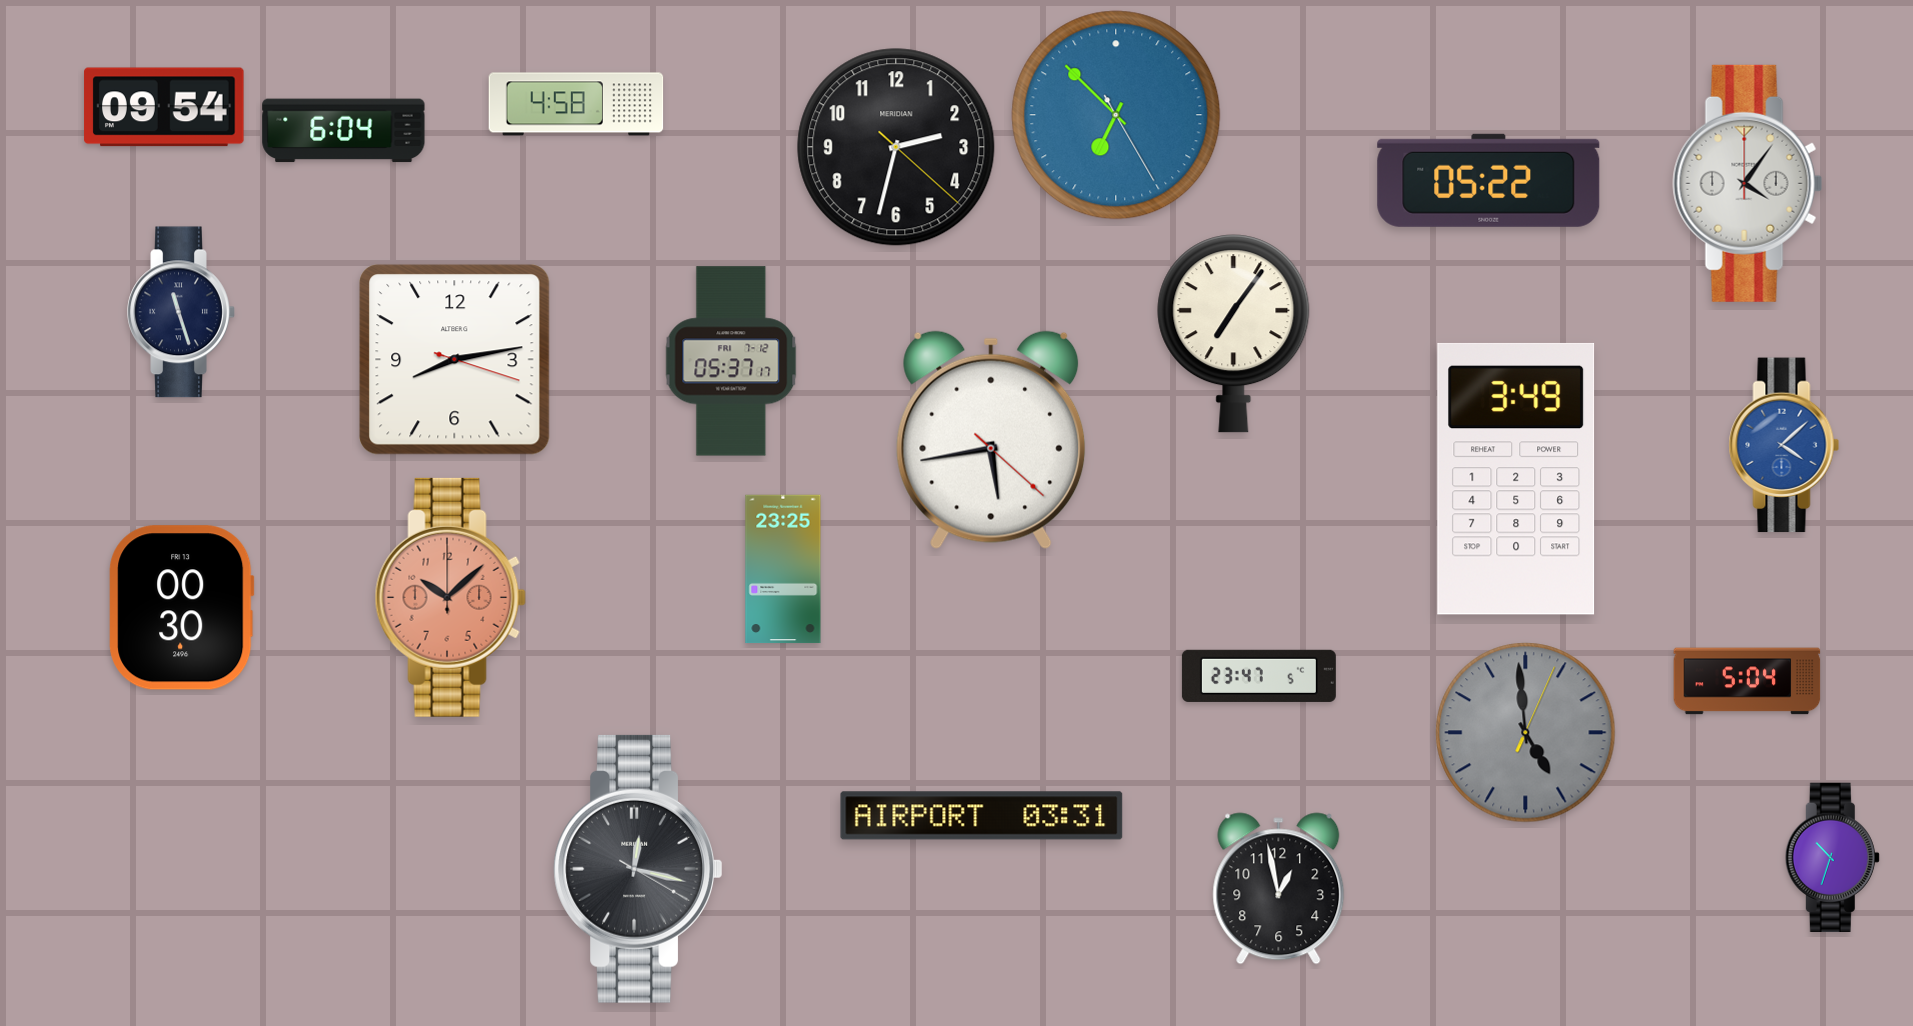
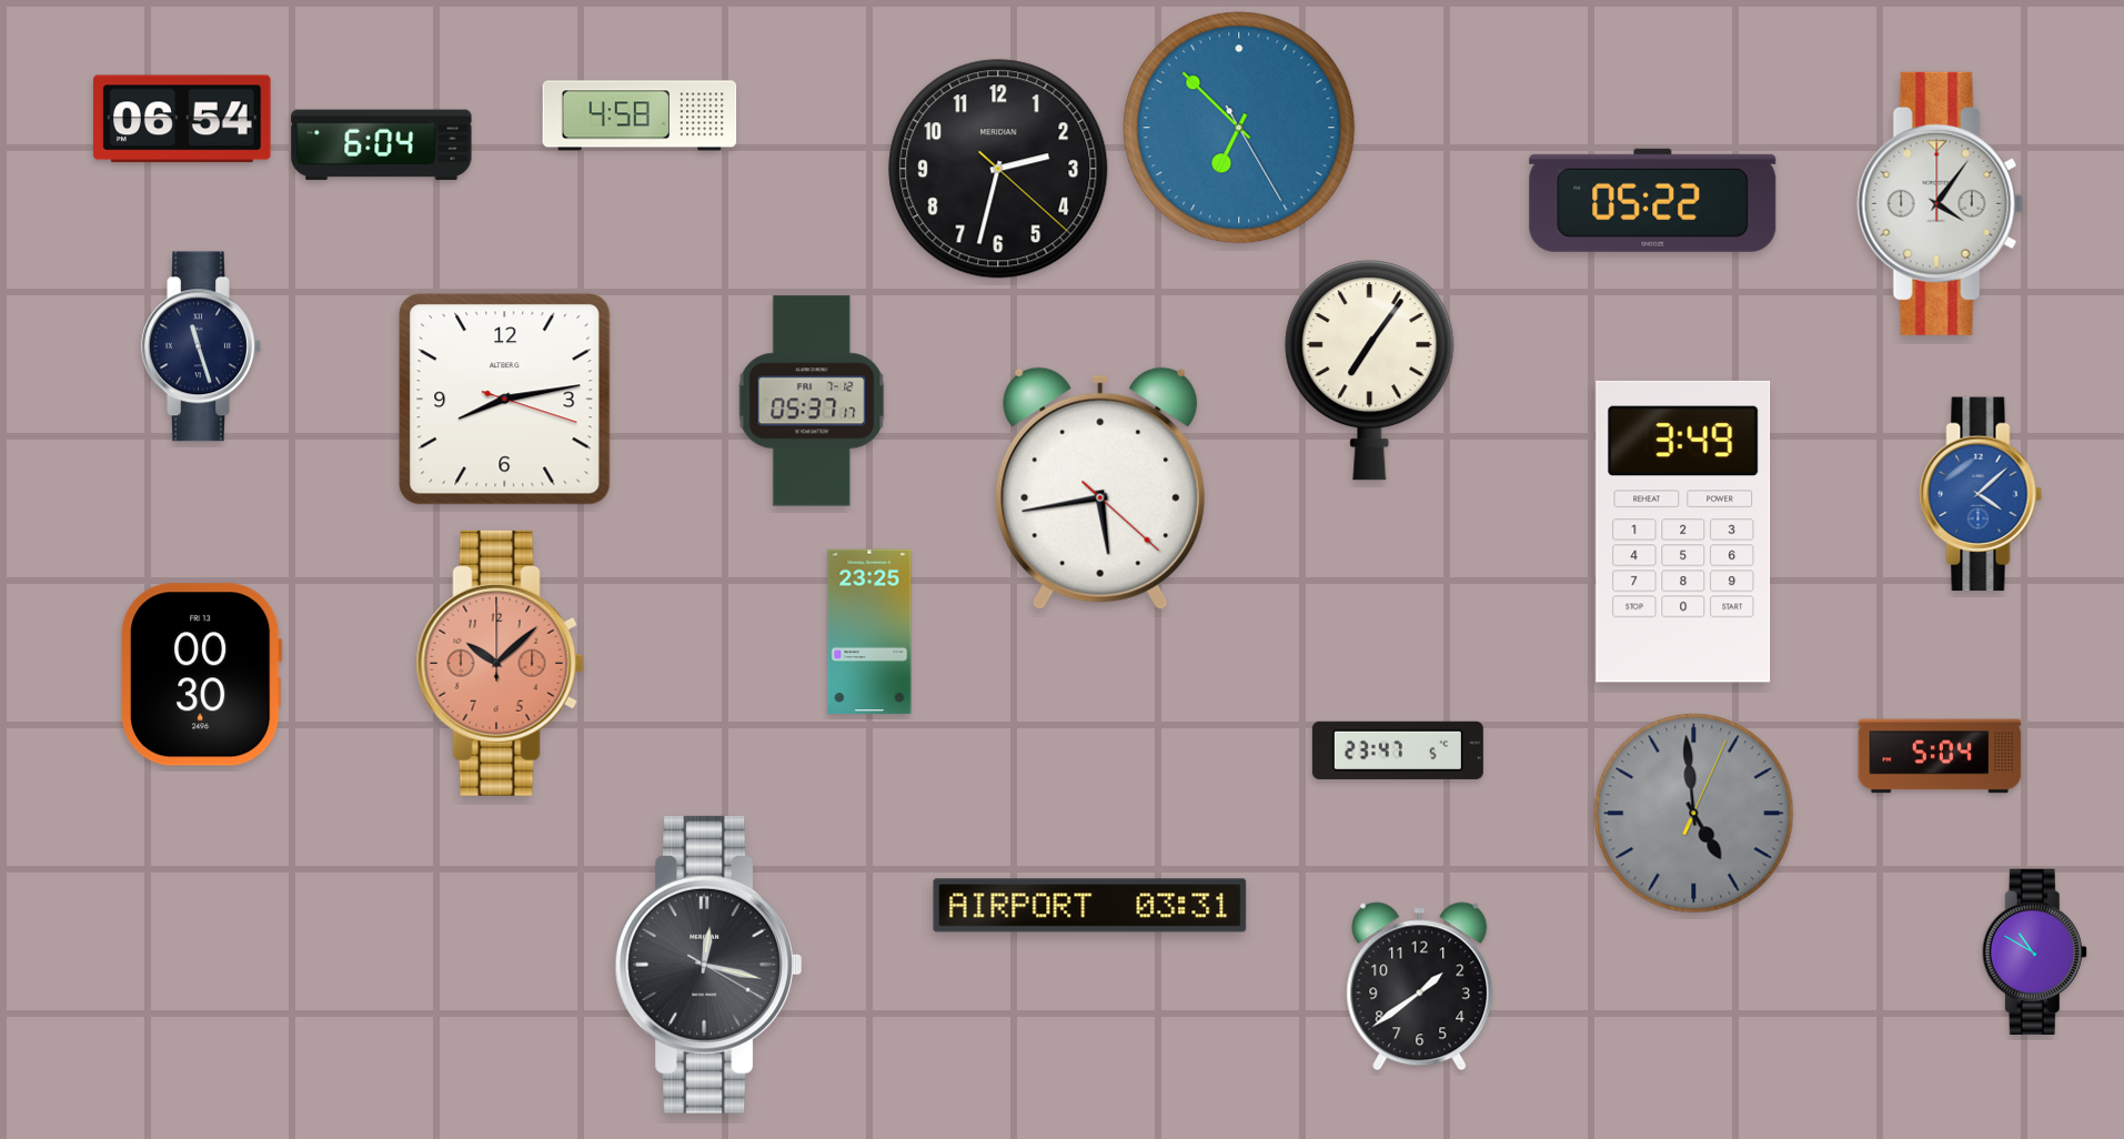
clock at (164, 107): 09:54 -> 06:54
clock at (896, 147) position: (896, 147) -> (998, 169)
clock at (1832, 857): 10:33 -> 10:50
clock at (1279, 889): 12:58 -> 1:39
